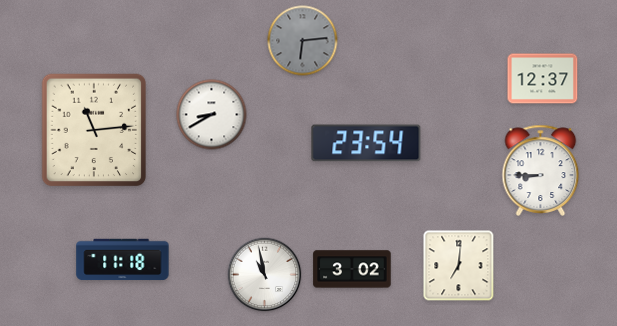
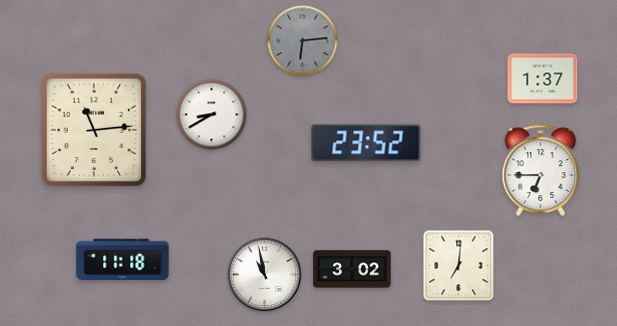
clock at (543, 79): 12:37 -> 1:37
clock at (366, 143): 23:54 -> 23:52
clock at (541, 170): 8:45 -> 6:45
